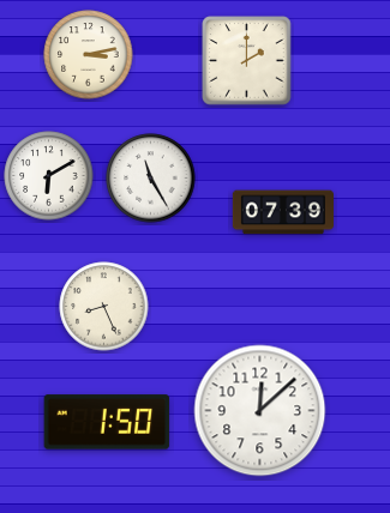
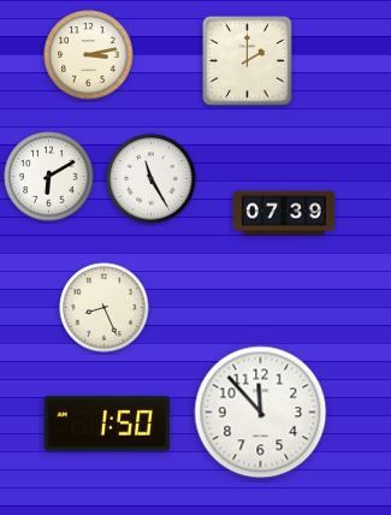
clock at (260, 411): 12:08 -> 11:53
